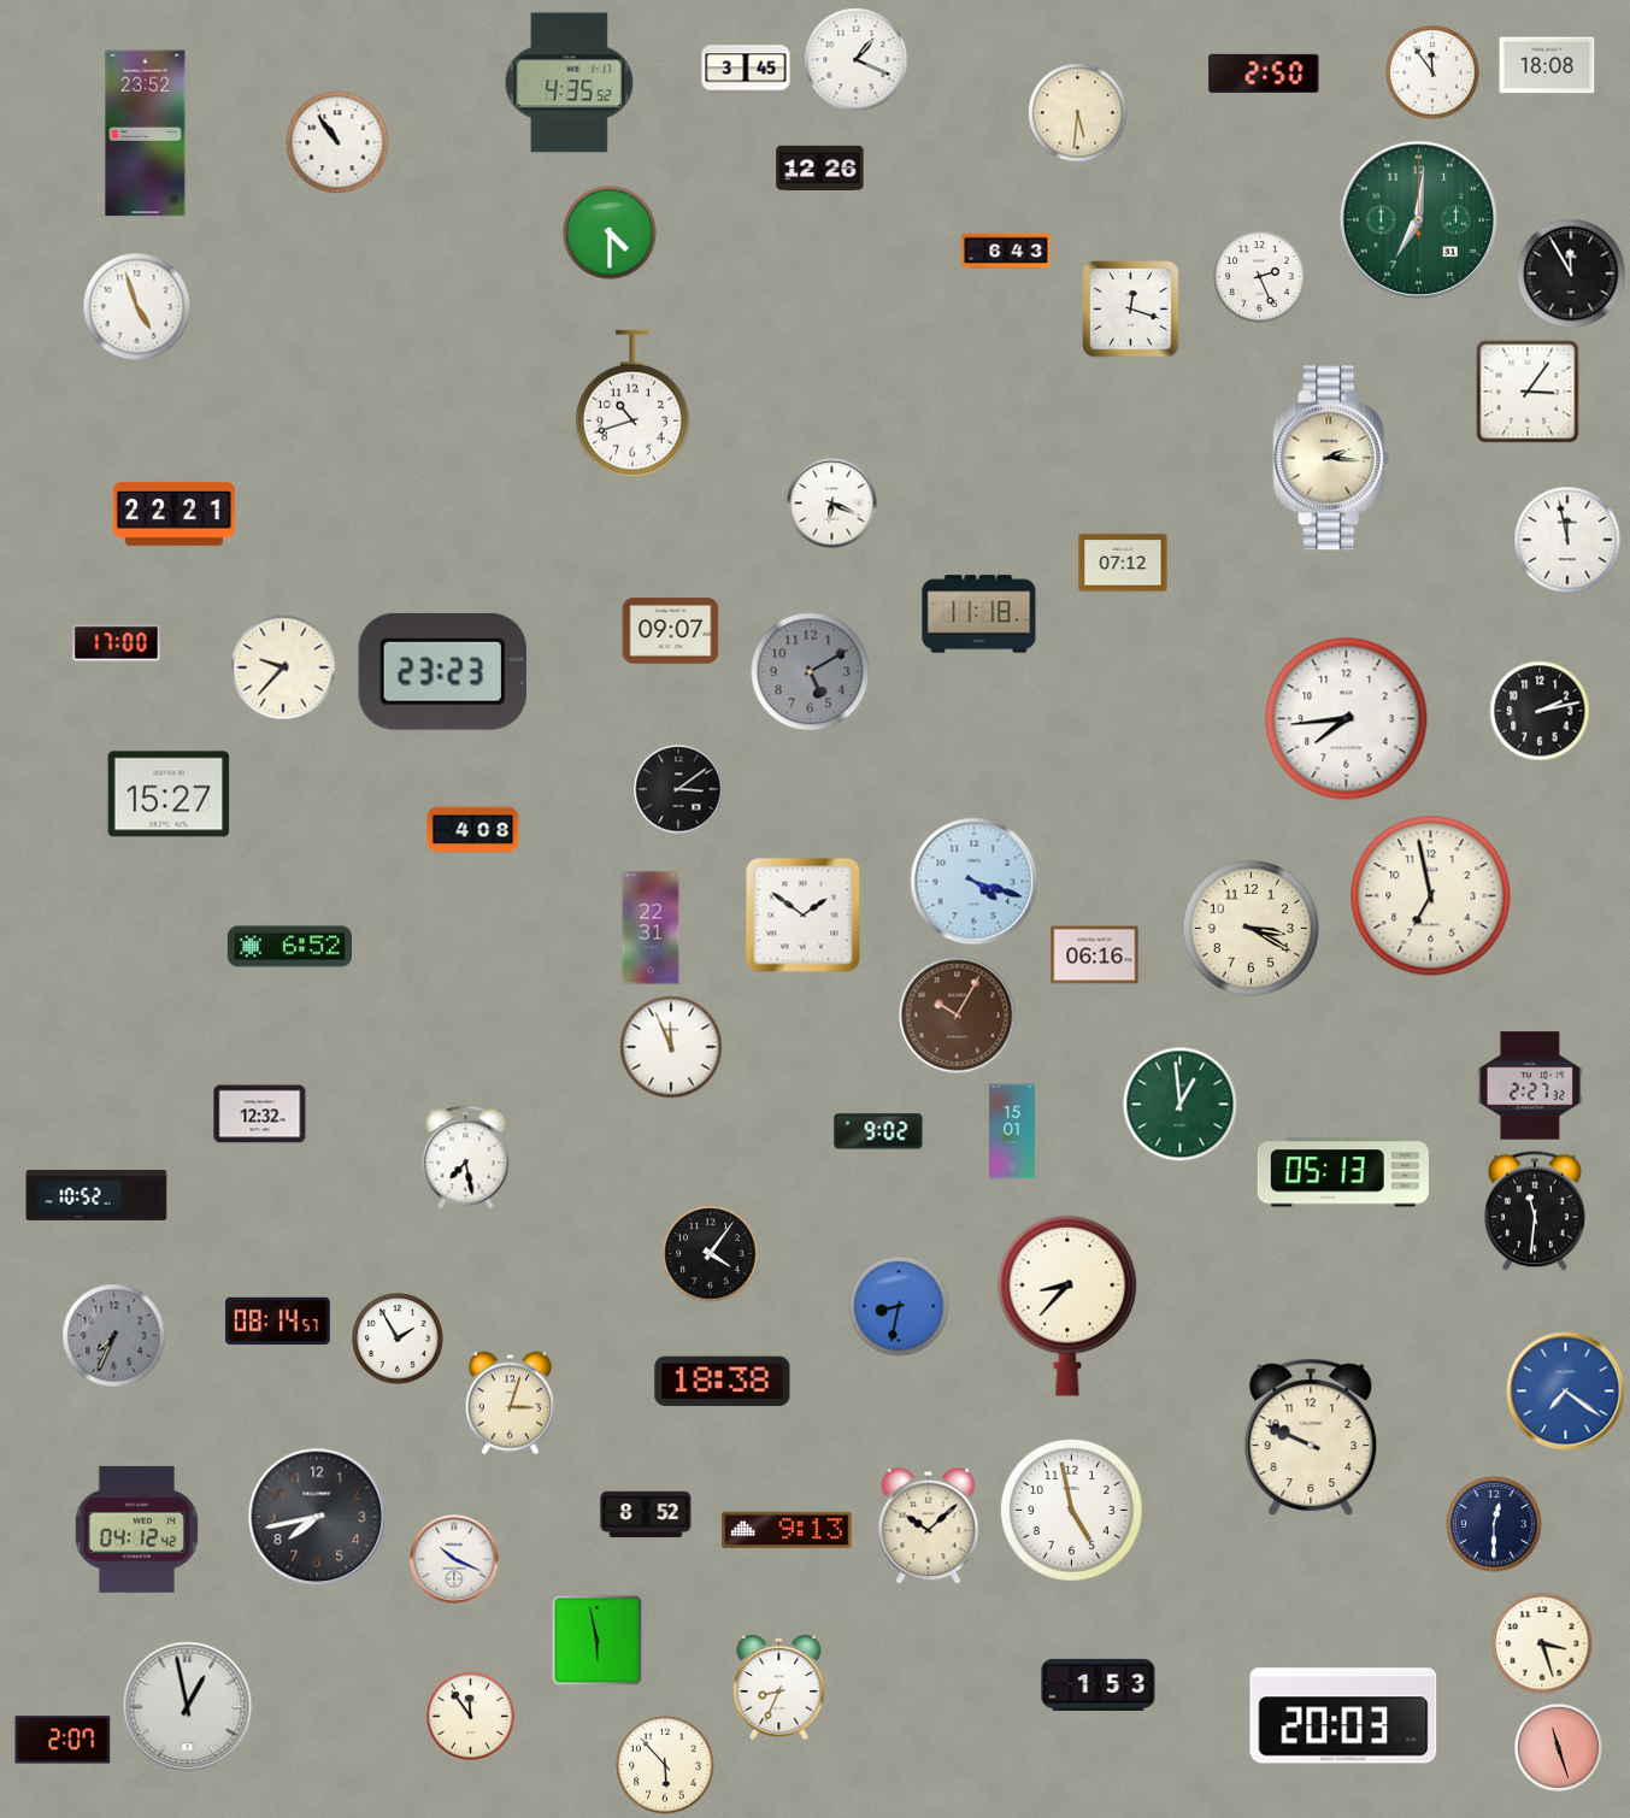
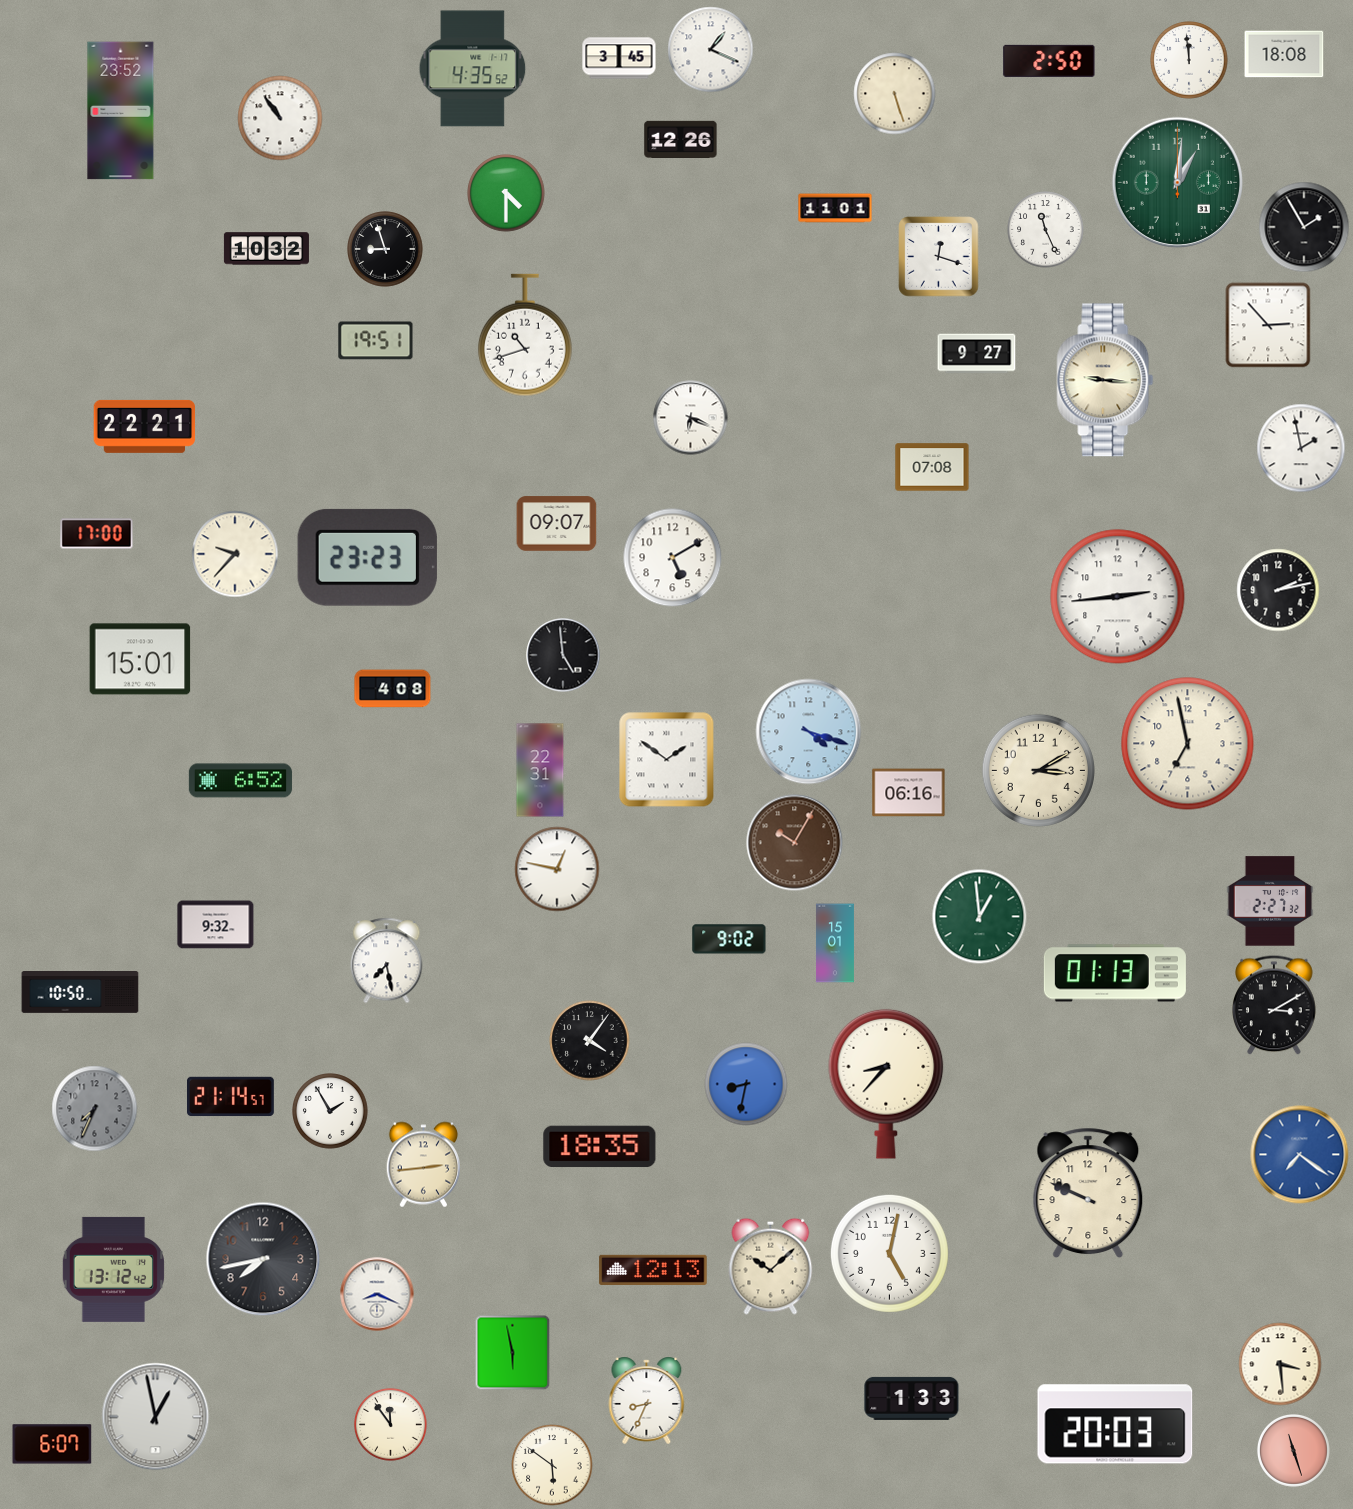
clock at (1432, 72): 11:54 -> 11:59
clock at (1078, 113): 5:31 -> 5:27
clock at (1418, 219): 7:01 -> 1:01
clock at (1006, 251): 6:43 -> 11:01
clock at (1571, 273): 11:55 -> 1:55
clock at (1260, 277): 2:26 -> 11:26
clock at (266, 249): none -> 10:32
clock at (385, 249): none -> 8:57
clock at (137, 307): 4:57 -> none
clock at (1528, 392): 3:06 -> 2:53
clock at (376, 341): none -> 19:51
clock at (977, 354): none -> 9:27
clock at (1331, 458): 2:16 -> 9:16
clock at (1567, 540): 11:58 -> 1:58
clock at (1123, 563): 07:12 -> 07:08
clock at (979, 614): 11:18 -> none
clock at (811, 672) dial: grey -> white
clock at (1347, 719): 7:44 -> 2:44
clock at (678, 789): 3:09 -> 4:59
clock at (169, 794): 15:27 -> 15:01
clock at (1251, 928): 3:20 -> 3:10
clock at (289, 947) position: (289, 947) -> (240, 781)
clock at (671, 1047): 11:56 -> 12:47
clock at (260, 1114): 12:32 -> 9:32
clock at (1012, 1131) position: (1012, 1131) -> (835, 943)
clock at (1343, 1172): 05:13 -> 01:13
clock at (96, 1196): 10:52 -> 10:50
clock at (1535, 1211): 11:31 -> 3:10
clock at (278, 1322): 08:14 -> 21:14
clock at (723, 1382): 18:38 -> 18:35
clock at (510, 1404): 3:03 -> 2:44
clock at (1071, 1510): 4:58 -> 5:02
clock at (646, 1513): 8:52 -> none
clock at (1494, 1524): 12:30 -> none
clock at (136, 1529): 04:12 -> 13:12
clock at (787, 1529): 9:13 -> 12:13
clock at (454, 1559): 10:19 -> 8:19
clock at (598, 1641) position: (598, 1641) -> (513, 1353)
clock at (1542, 1643): 3:27 -> 3:29
clock at (1099, 1684): 1:53 -> 1:33
clock at (63, 1740): 2:07 -> 6:07
clock at (665, 1765): 5:53 -> 5:51
